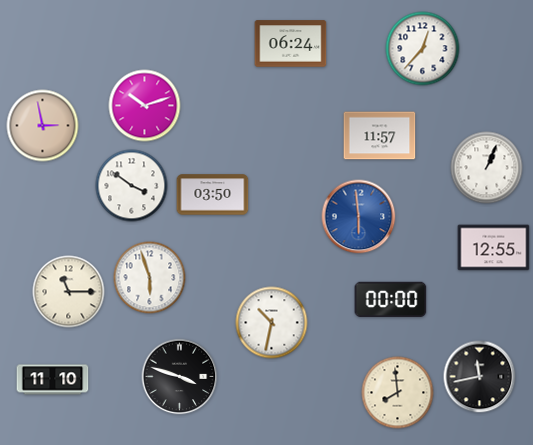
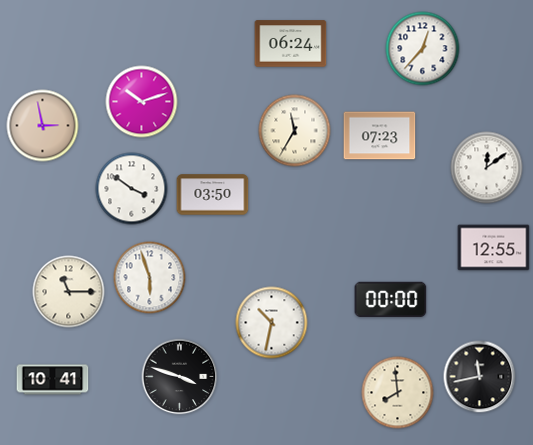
clock at (145, 106) position: (145, 106) -> (142, 102)
clock at (295, 131): none -> 11:35
clock at (380, 136): 11:57 -> 07:23
clock at (487, 168): 1:04 -> 12:09
clock at (132, 186) position: (132, 186) -> (132, 189)
clock at (359, 217): 5:59 -> none
clock at (53, 380): 11:10 -> 10:41
